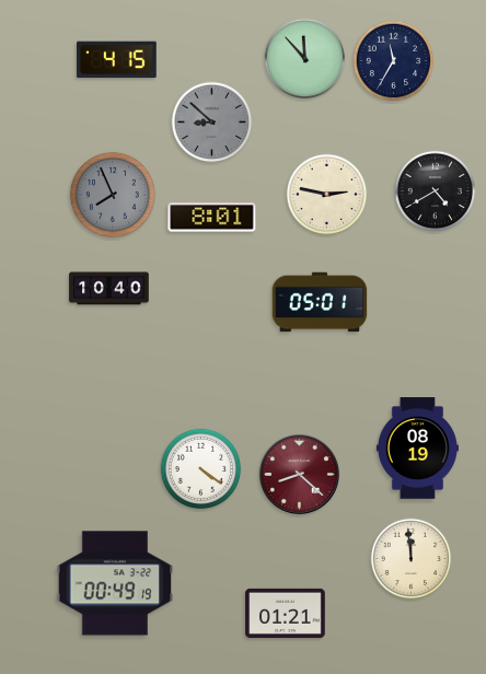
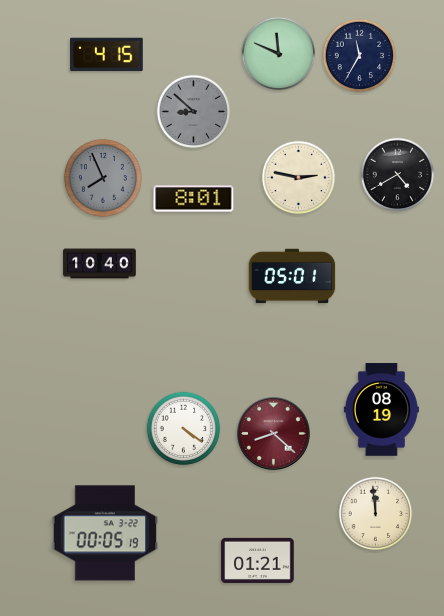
clock at (305, 59): 11:53 -> 11:49
clock at (412, 559) position: (412, 559) -> (376, 514)
clock at (115, 583): 00:49 -> 00:05
clock at (286, 613) position: (286, 613) -> (258, 560)
